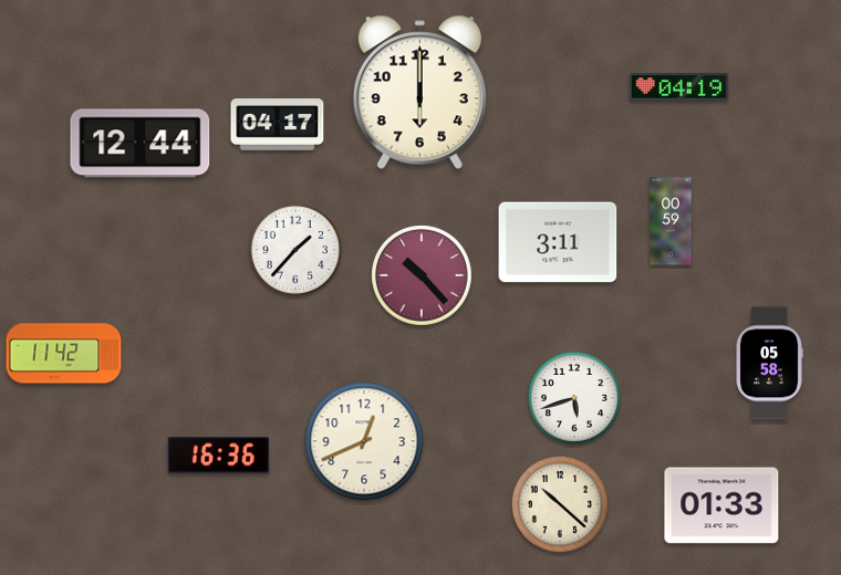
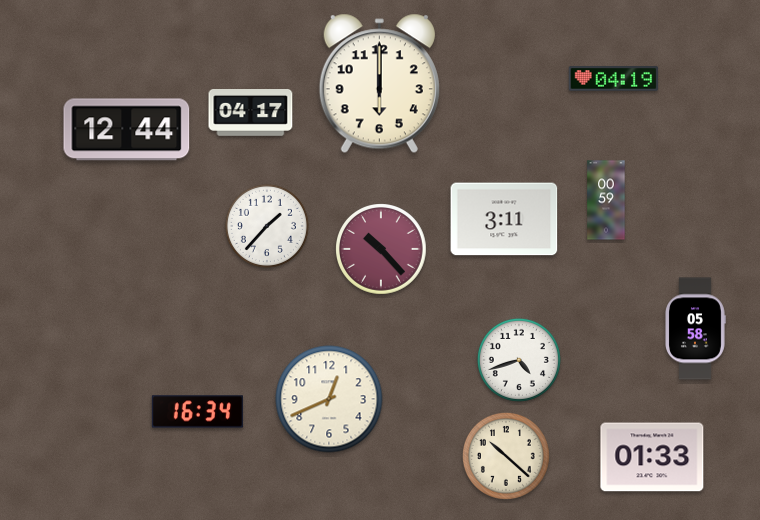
clock at (64, 354): 11:42 -> none
clock at (574, 398): 5:42 -> 4:42
clock at (218, 456): 16:36 -> 16:34
